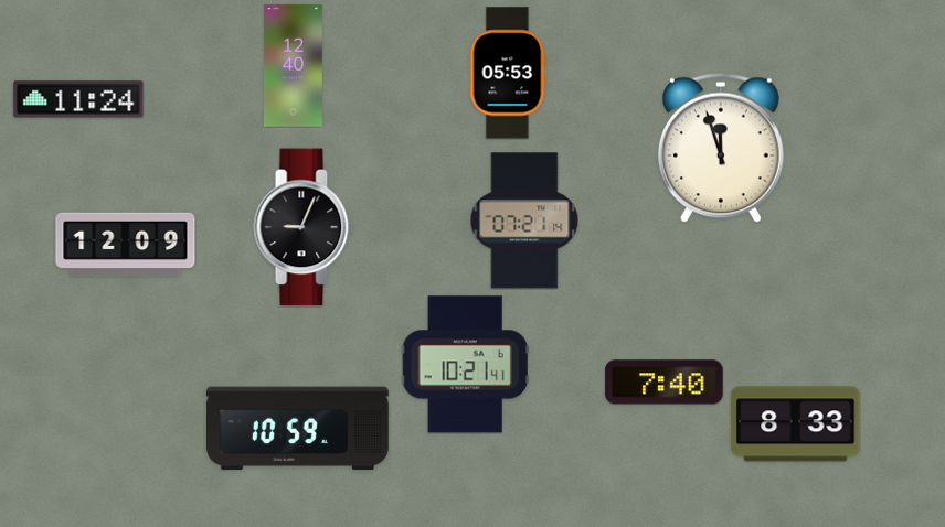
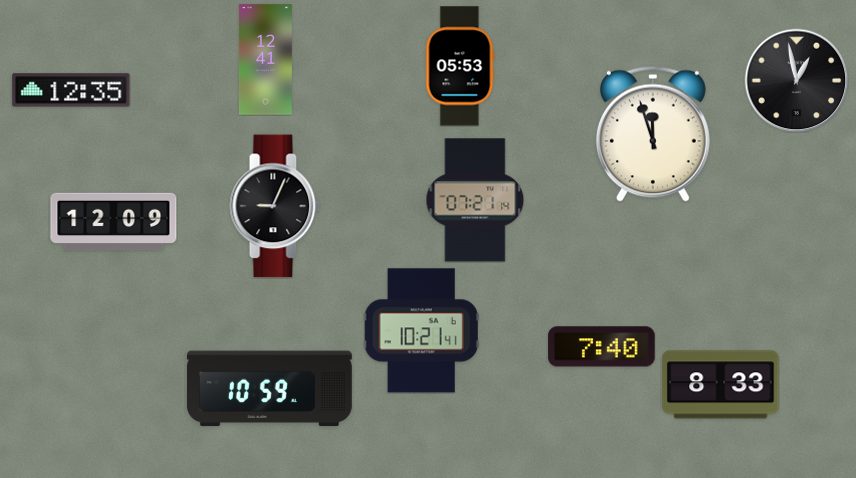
clock at (293, 66): 12:40 -> 12:41
clock at (796, 80): none -> 12:58
clock at (78, 99): 11:24 -> 12:35
